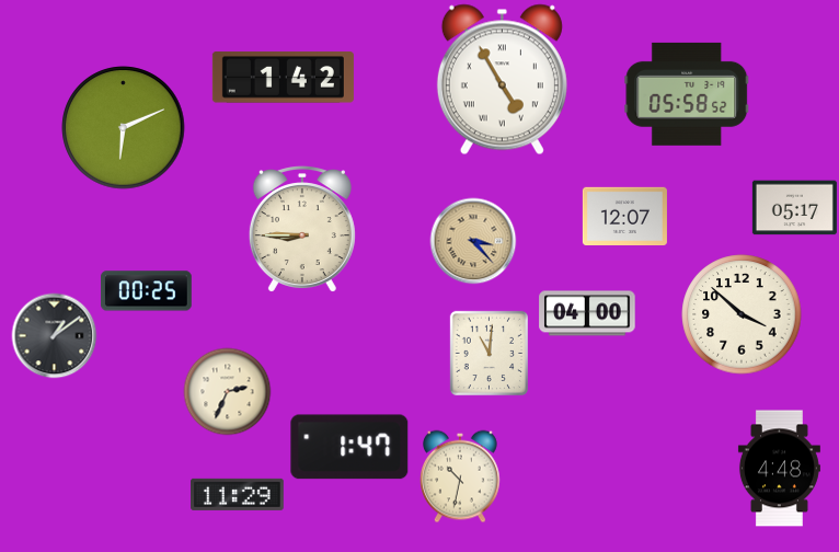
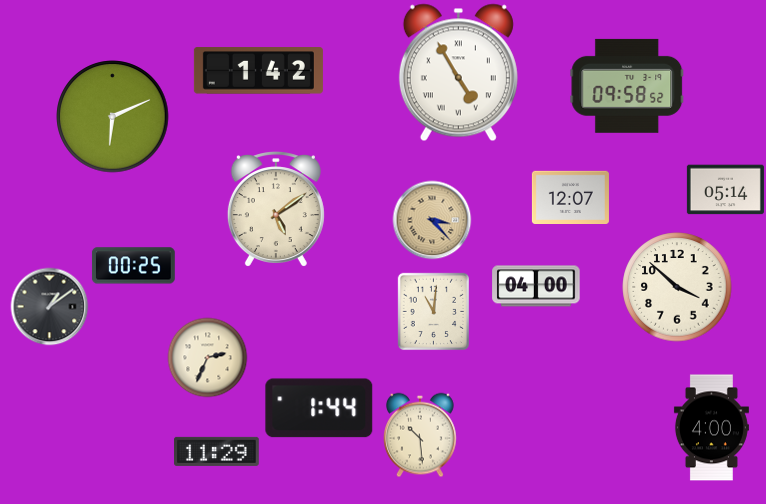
clock at (687, 94): 05:58 -> 09:58
clock at (794, 208): 05:17 -> 05:14
clock at (302, 229): 8:45 -> 5:09
clock at (489, 353) position: (489, 353) -> (433, 311)
clock at (349, 447): 1:47 -> 1:44
clock at (779, 469): 4:48 -> 4:00
clock at (461, 476): 10:32 -> 10:29
